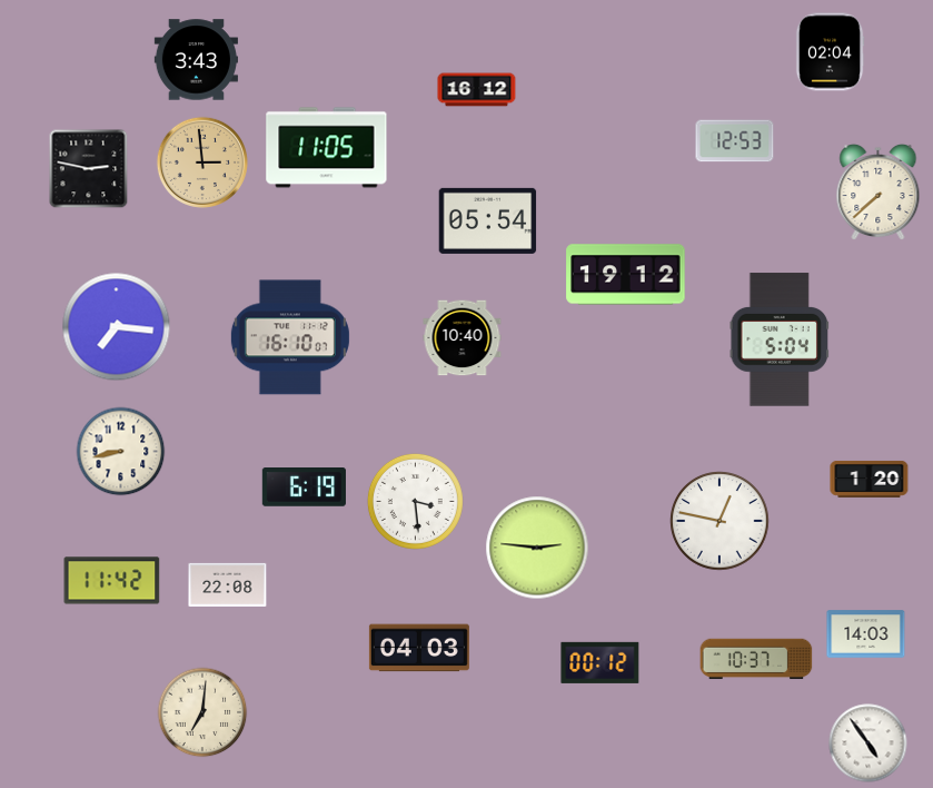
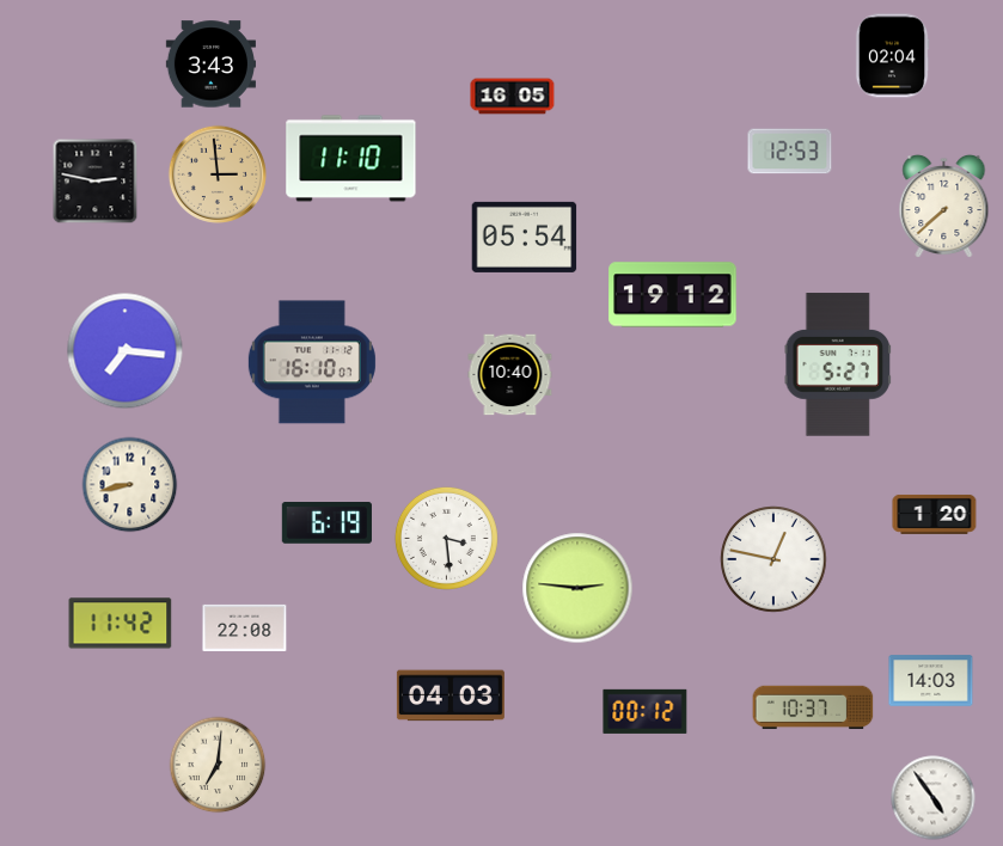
clock at (477, 90): 16:12 -> 16:05
clock at (327, 148): 11:05 -> 11:10
clock at (463, 338) position: (463, 338) -> (510, 375)
clock at (778, 339): 5:04 -> 5:27
